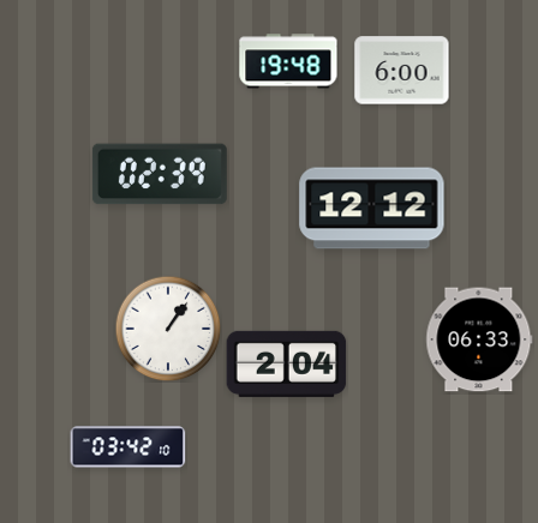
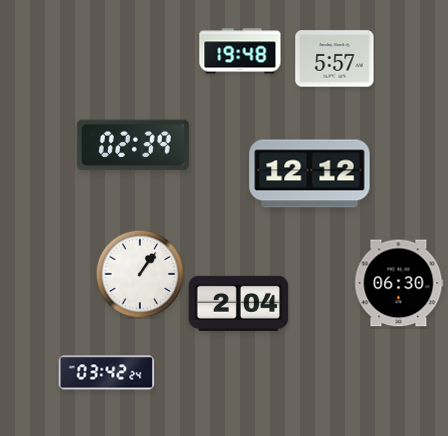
clock at (402, 71): 6:00 -> 5:57
clock at (479, 339): 06:33 -> 06:30
clock at (128, 447): 03:42:10 -> 03:42:24
